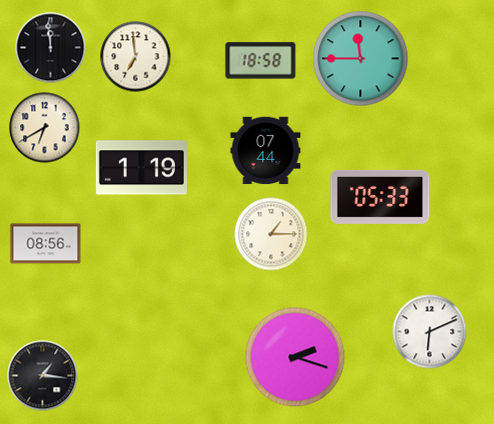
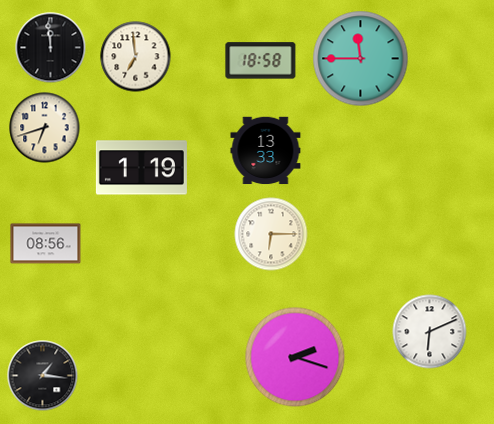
clock at (45, 128): 6:40 -> 6:42
clock at (266, 151): 07:44 -> 13:33
clock at (380, 197): 05:33 -> none
clock at (271, 234): 1:15 -> 6:15
